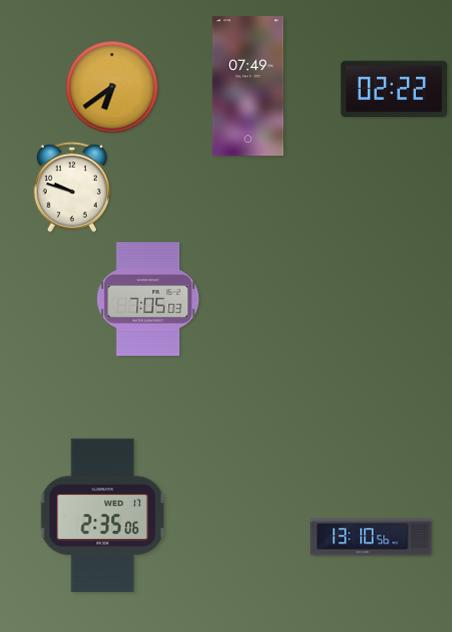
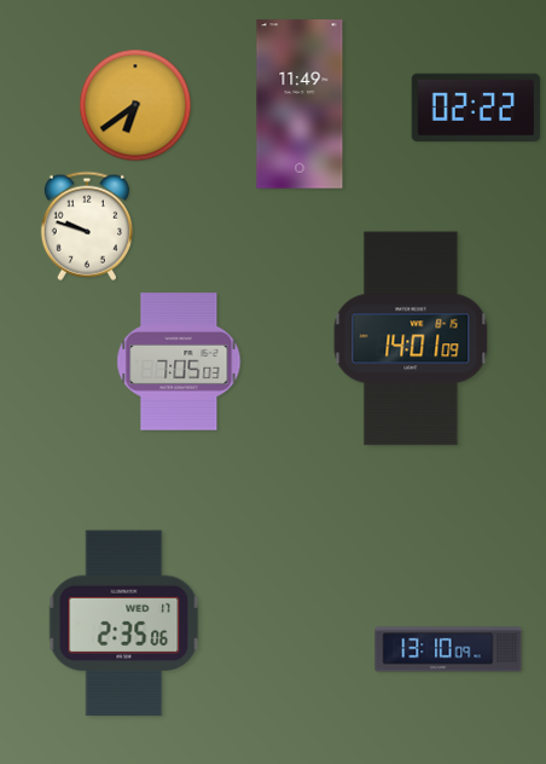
clock at (248, 86): 07:49 -> 11:49
clock at (411, 338): none -> 14:01
clock at (371, 537): 13:10:56 -> 13:10:09
